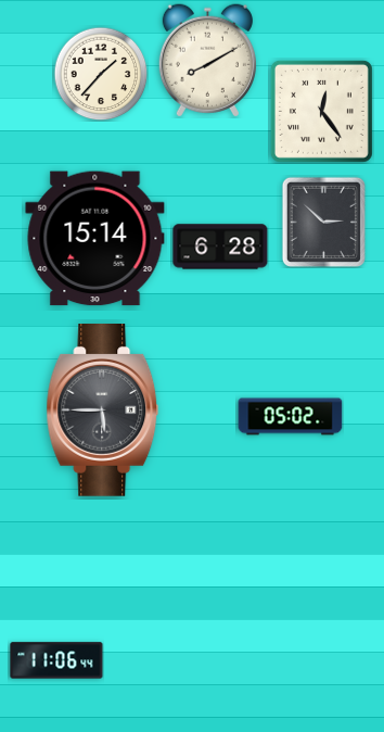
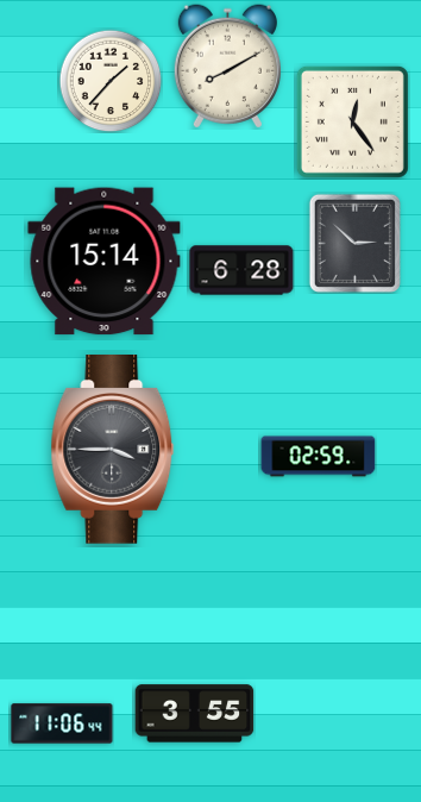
clock at (103, 411): 5:45 -> 3:45
clock at (291, 417): 05:02 -> 02:59
clock at (195, 714): none -> 3:55
